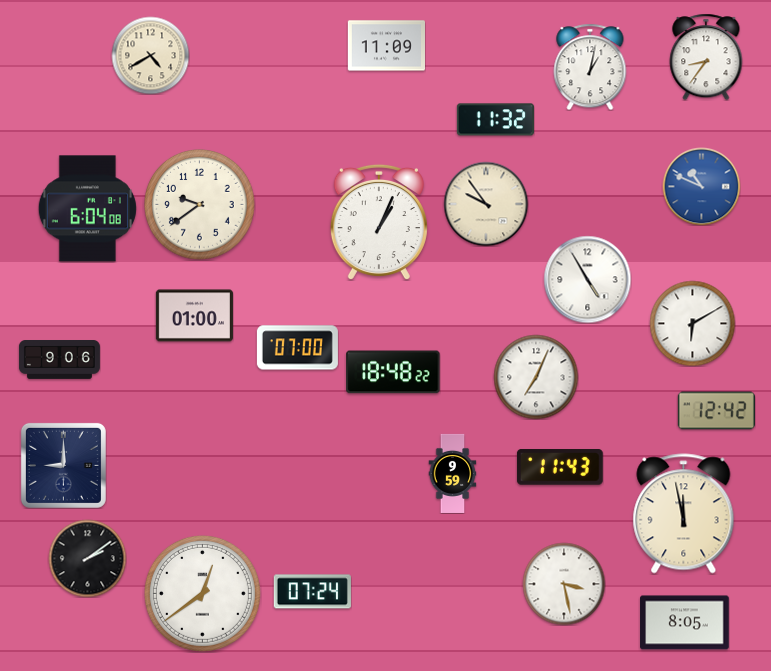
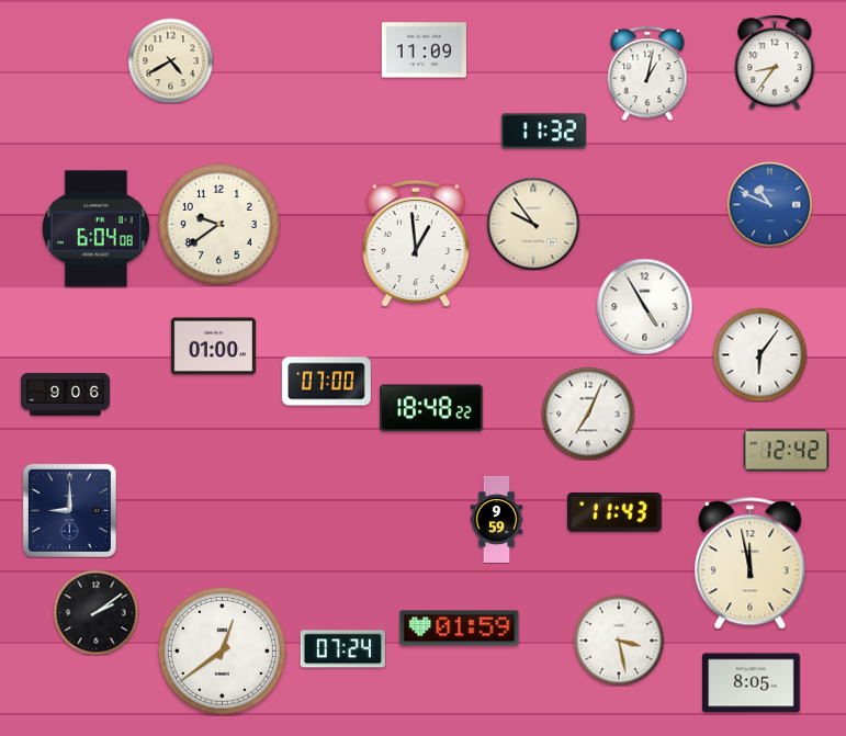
clock at (150, 55) position: (150, 55) -> (170, 60)
clock at (379, 222): 1:04 -> 12:59
clock at (692, 323): 6:10 -> 6:06
clock at (460, 629): none -> 01:59
